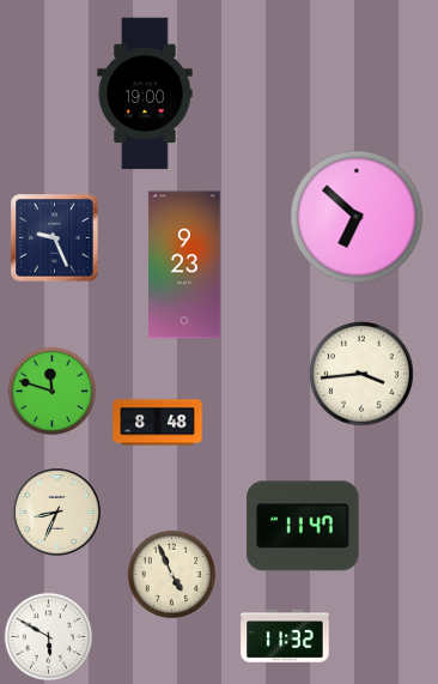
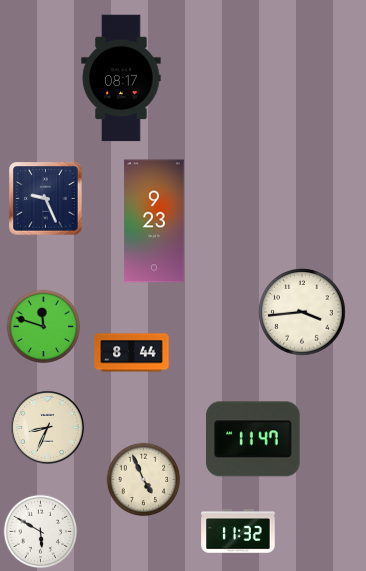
clock at (145, 93): 19:00 -> 08:17
clock at (357, 217): 6:52 -> none
clock at (158, 423): 8:48 -> 8:44
